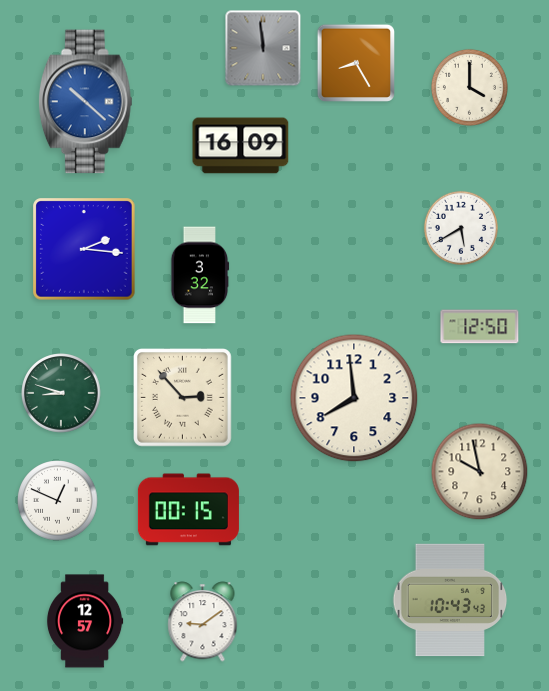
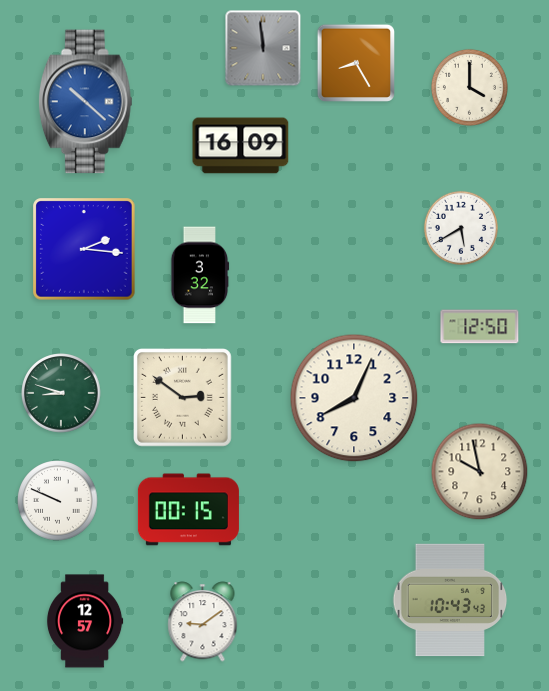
clock at (183, 398): 2:53 -> 2:51
clock at (354, 398): 7:59 -> 8:04
clock at (58, 501): 12:49 -> 9:49
